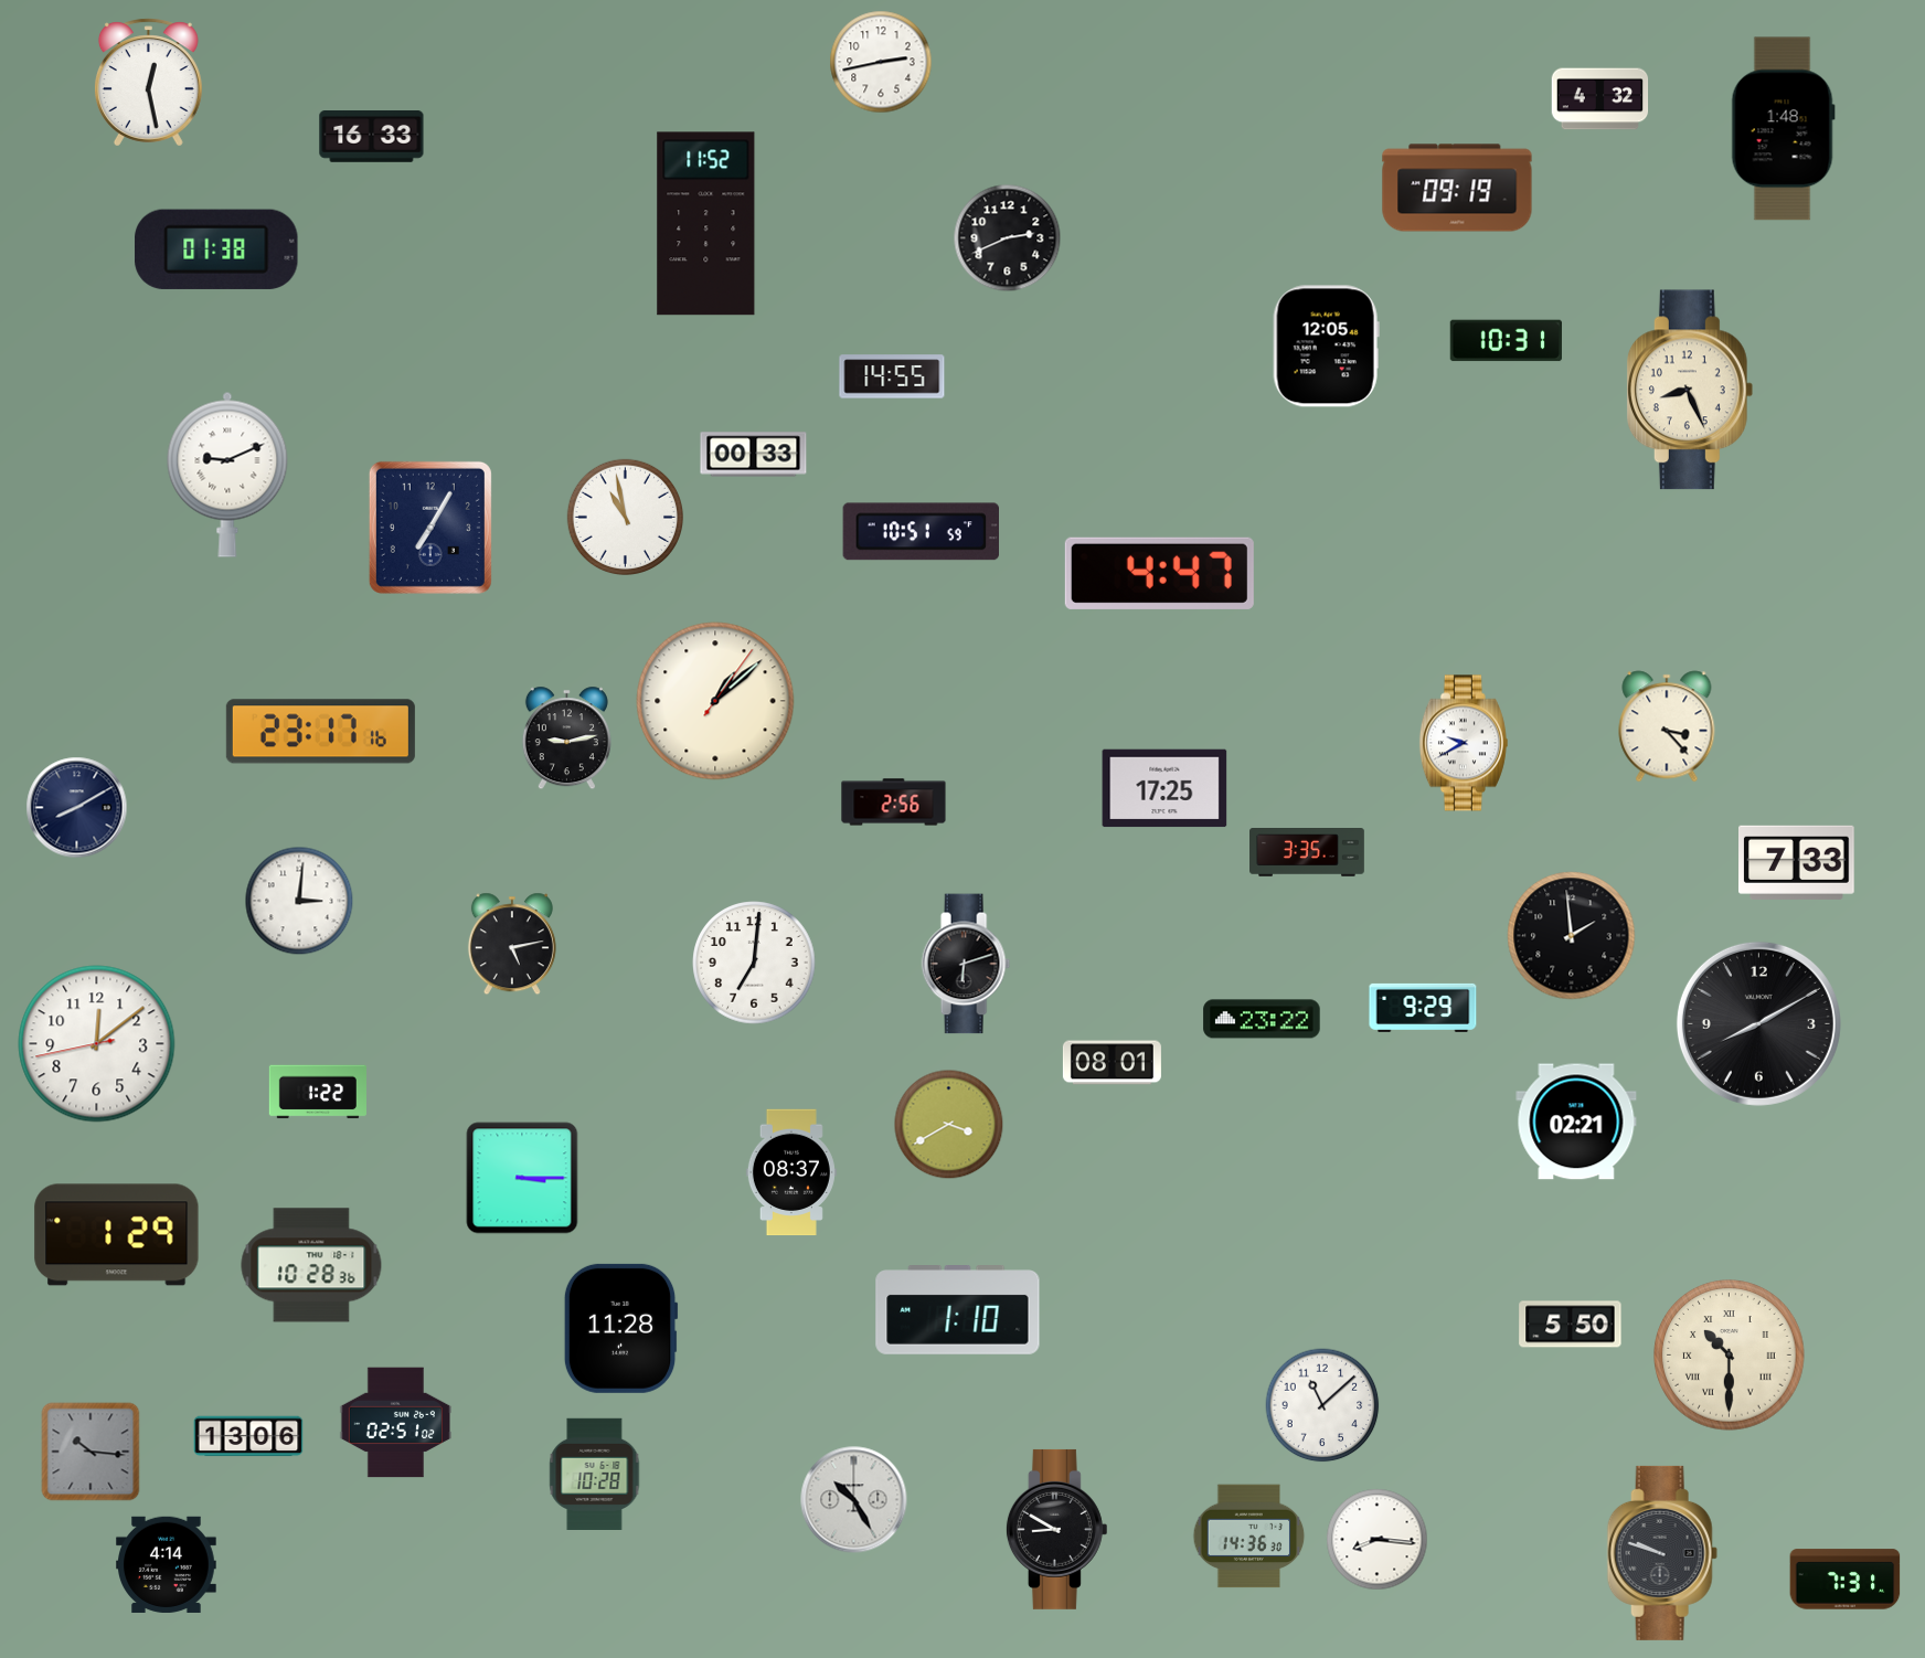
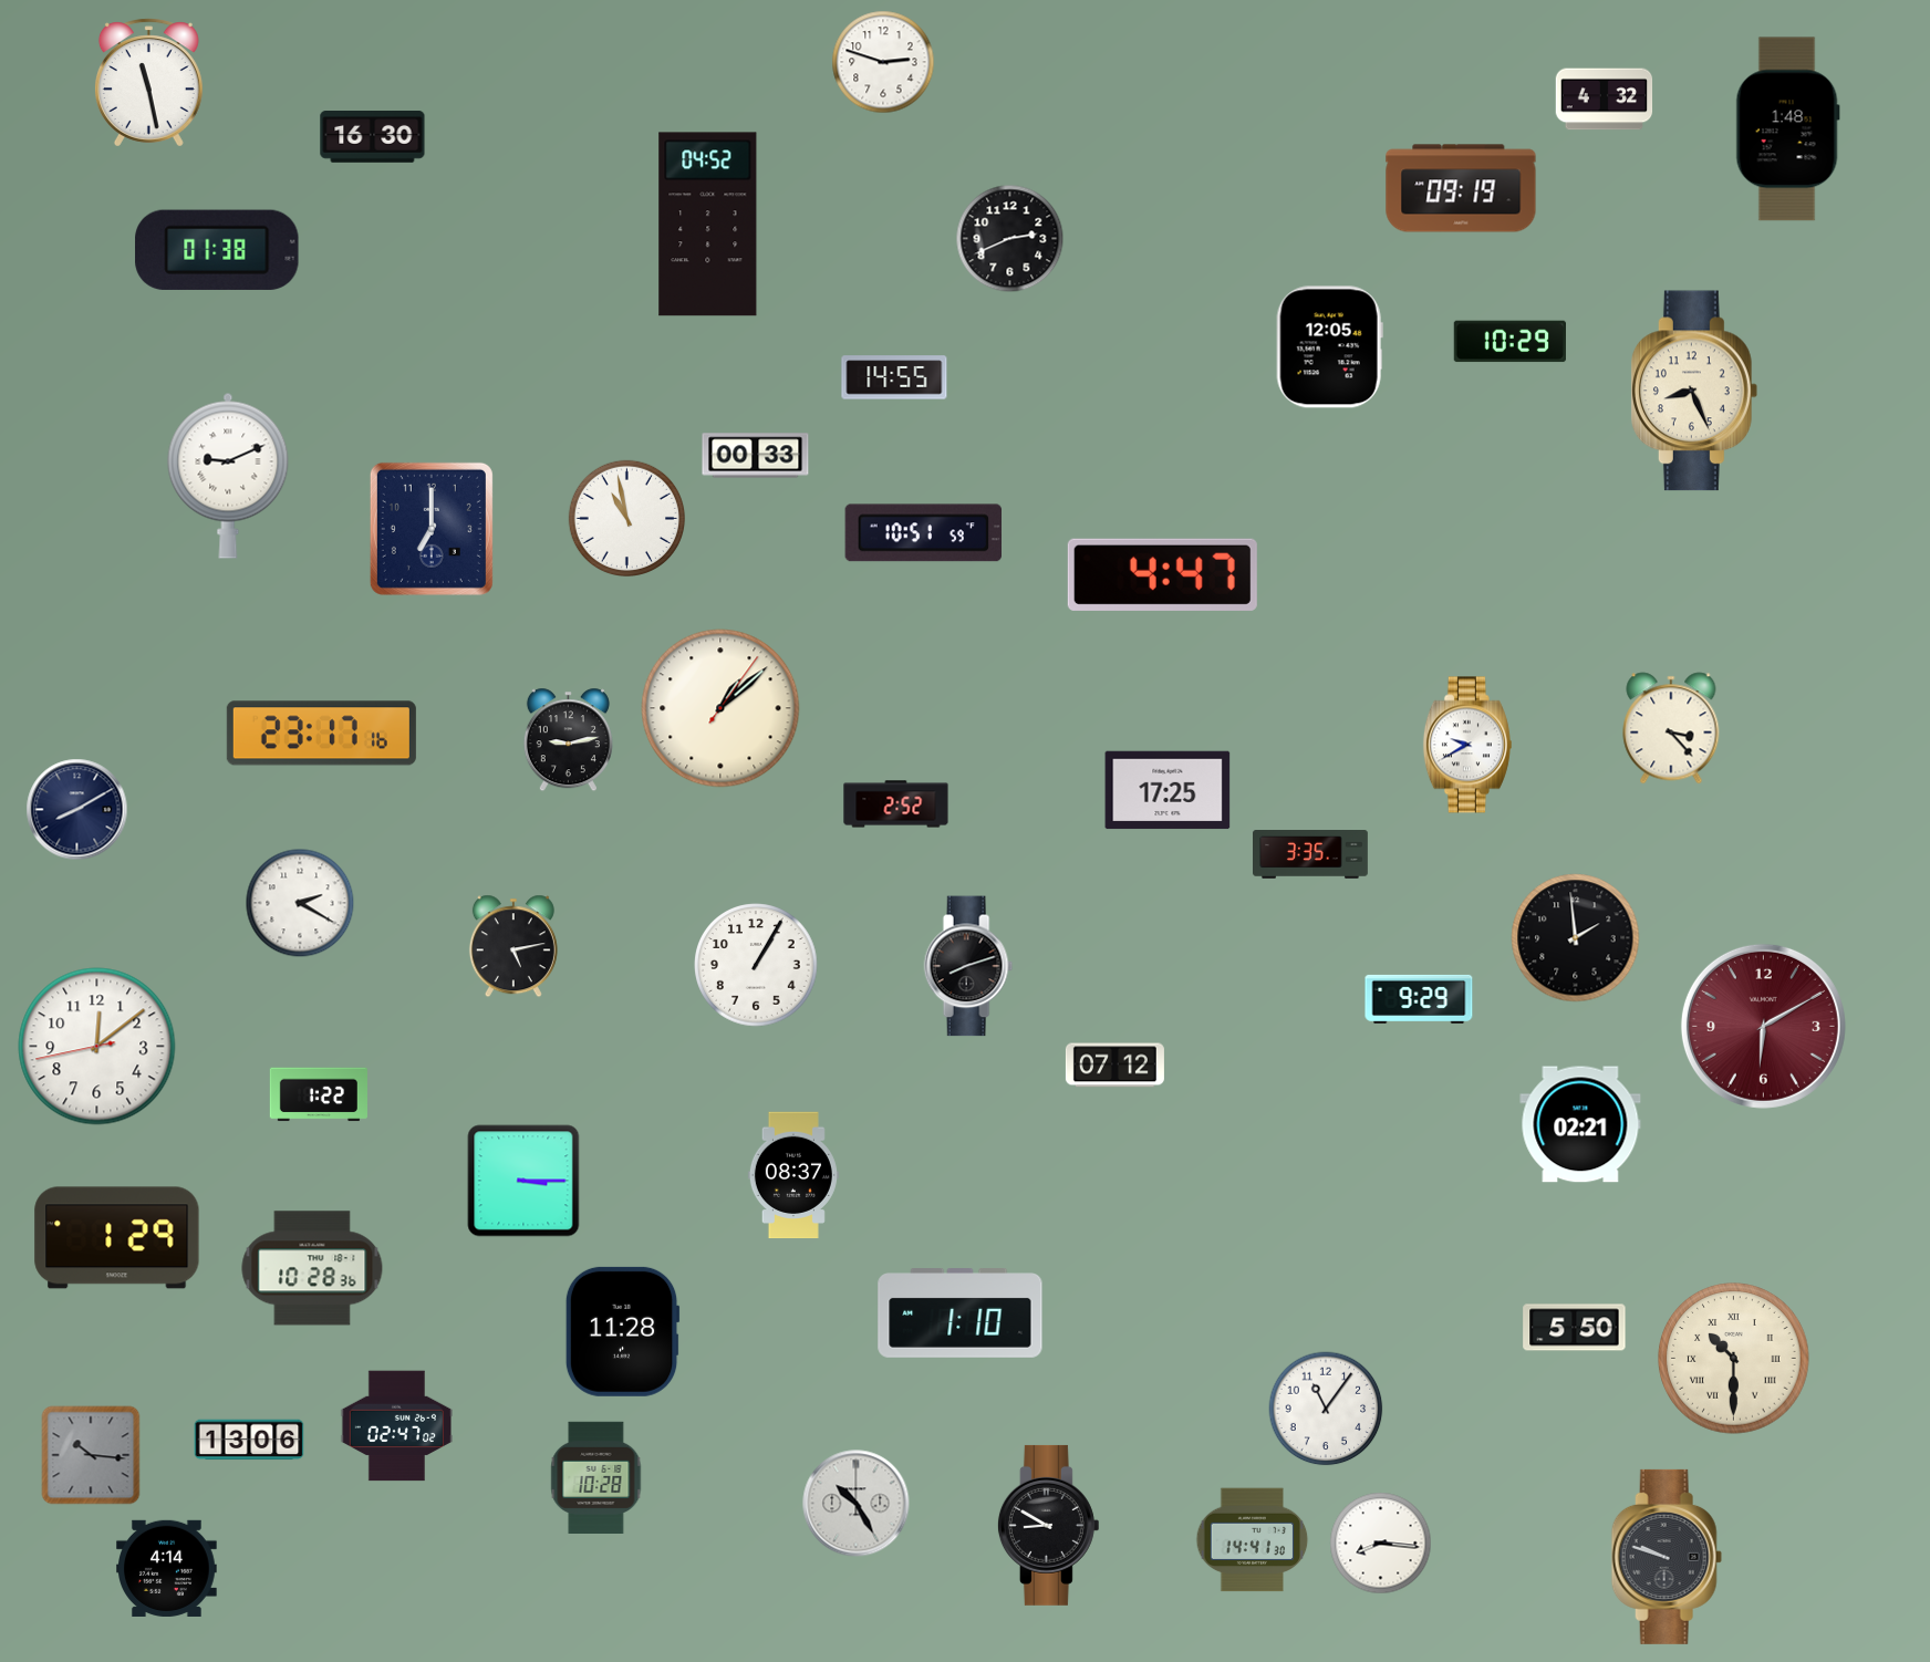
clock at (881, 62): 2:43 -> 2:48
clock at (148, 83): 12:28 -> 11:28
clock at (372, 137): 16:33 -> 16:30
clock at (706, 224): 11:52 -> 04:52
clock at (1506, 341): 10:31 -> 10:29
clock at (430, 528): 7:05 -> 7:00
clock at (715, 701) position: (715, 701) -> (720, 708)
clock at (894, 803): 2:56 -> 2:52
clock at (1797, 862): 7:33 -> none
clock at (299, 901): 3:01 -> 2:20
clock at (754, 963): 7:01 -> 1:05
clock at (966, 964): 6:12 -> 8:12
clock at (1423, 1008) position: (1423, 1008) -> (1419, 999)
clock at (1262, 1019): 23:22 -> none
clock at (1758, 1023): 8:10 -> 6:10
clock at (1758, 1023) dial: black -> burgundy
clock at (1112, 1063): 08:01 -> 07:12
clock at (949, 1125): 3:40 -> none
clock at (1322, 1405): 11:08 -> 11:06
clock at (395, 1423): 02:51 -> 02:47
clock at (1056, 1529) position: (1056, 1529) -> (1048, 1525)
clock at (1249, 1537): 14:36 -> 14:41
clock at (1846, 1580): 7:31 -> none
